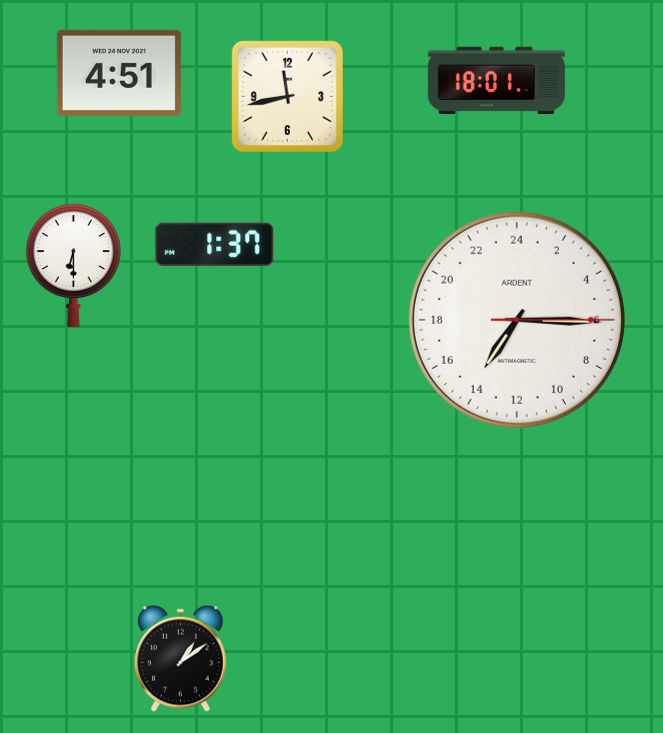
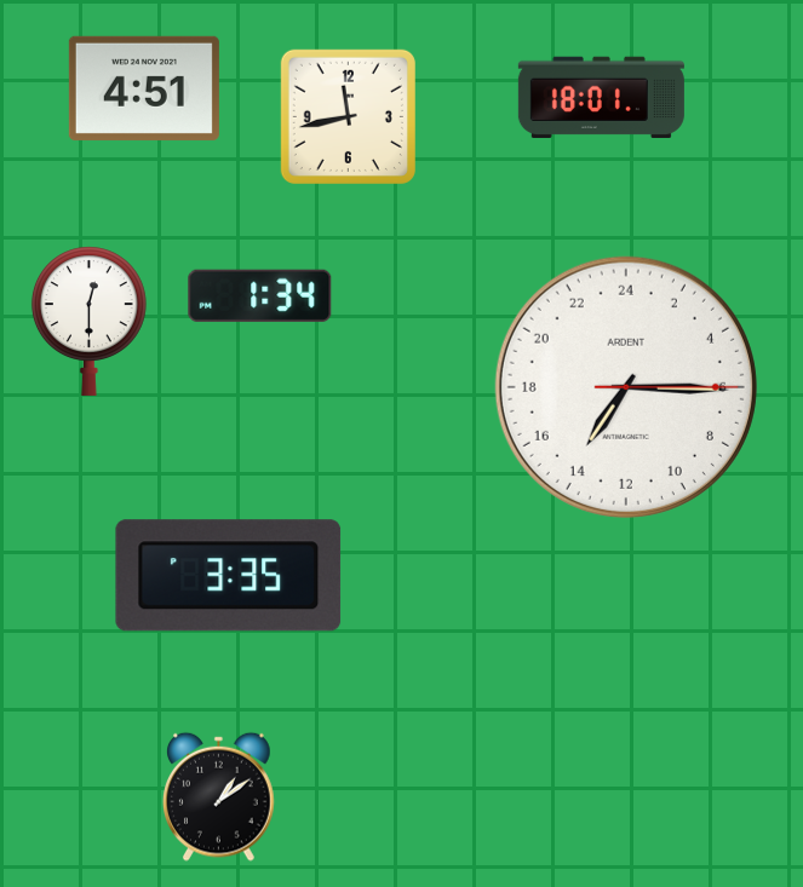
clock at (215, 244): 1:37 -> 1:34
clock at (73, 265): 6:30 -> 12:30
clock at (229, 576): none -> 3:35
